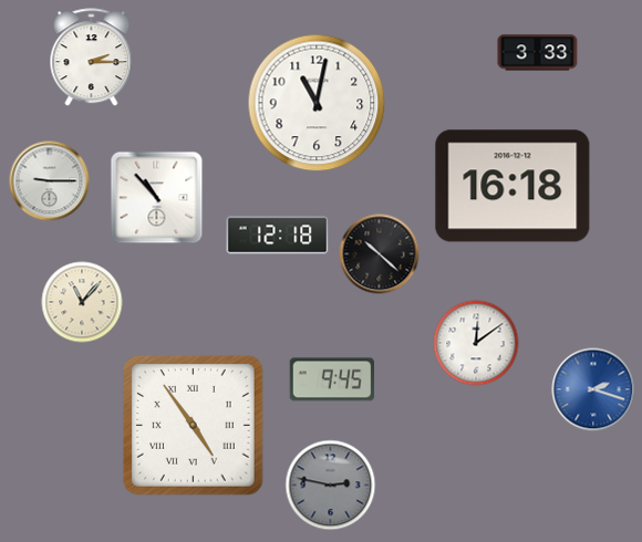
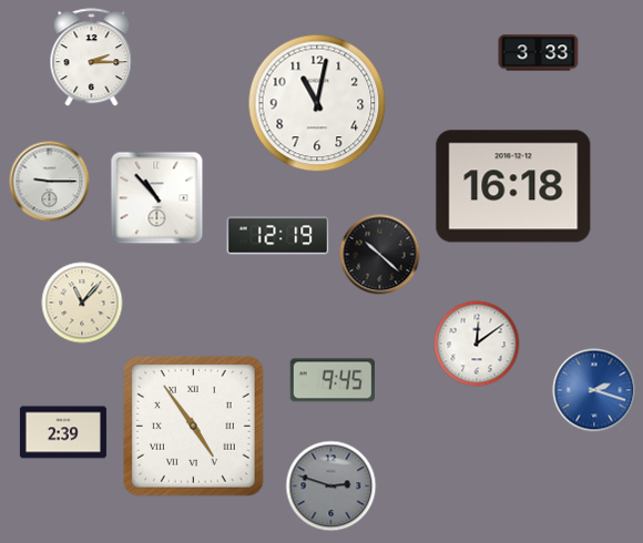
clock at (278, 236): 12:18 -> 12:19
clock at (63, 432): none -> 2:39
clock at (331, 486): 2:47 -> 2:48
